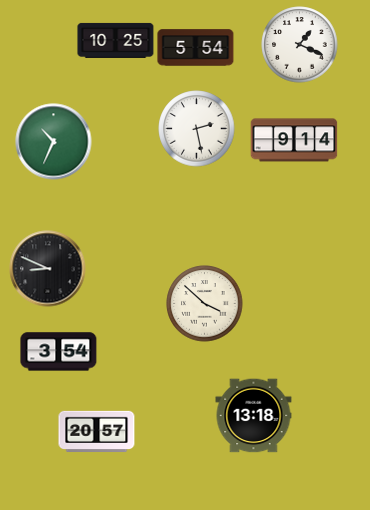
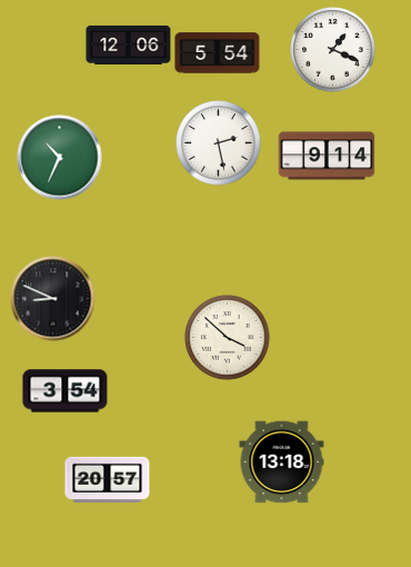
clock at (116, 40): 10:25 -> 12:06
